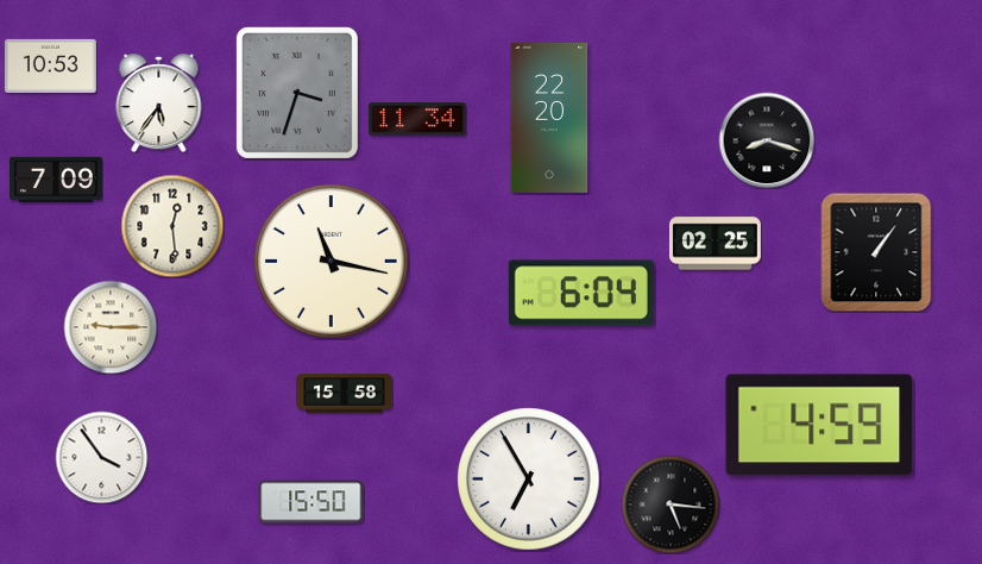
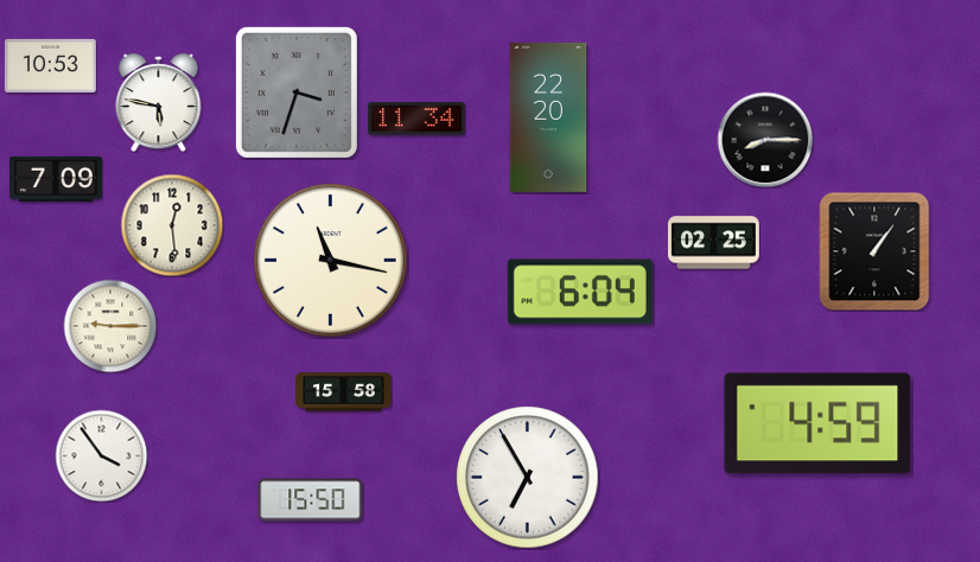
clock at (159, 104): 5:36 -> 5:47
clock at (767, 140): 8:18 -> 8:15
clock at (671, 505): 5:16 -> none
